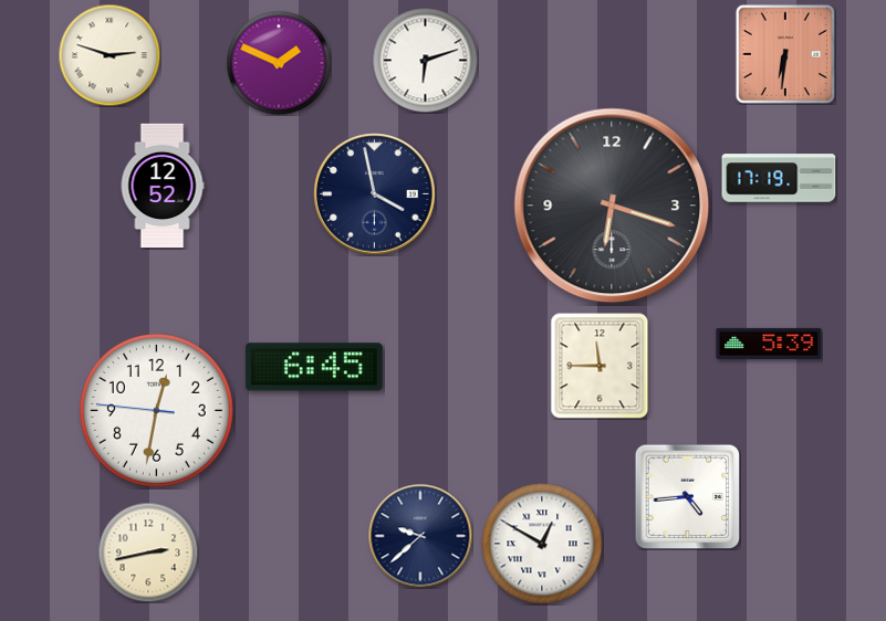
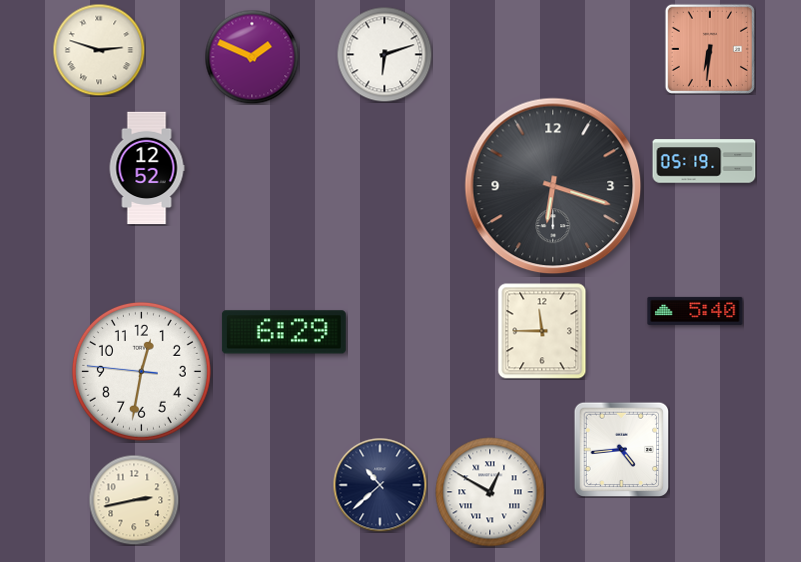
clock at (779, 178): 17:19 -> 05:19
clock at (375, 194): 3:58 -> none
clock at (769, 344): 5:39 -> 5:40
clock at (314, 367): 6:45 -> 6:29
clock at (420, 536): 9:38 -> 10:38
